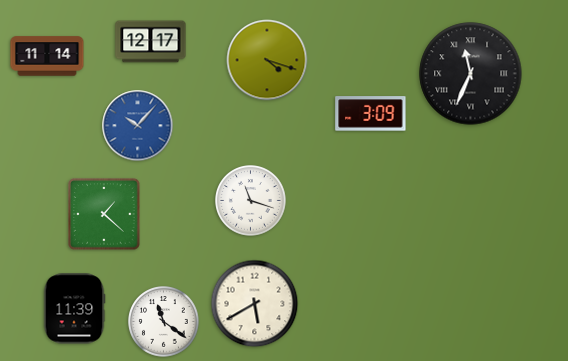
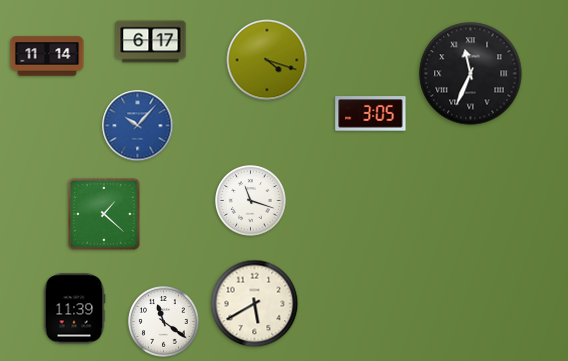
clock at (151, 42): 12:17 -> 6:17
clock at (371, 114): 3:09 -> 3:05
